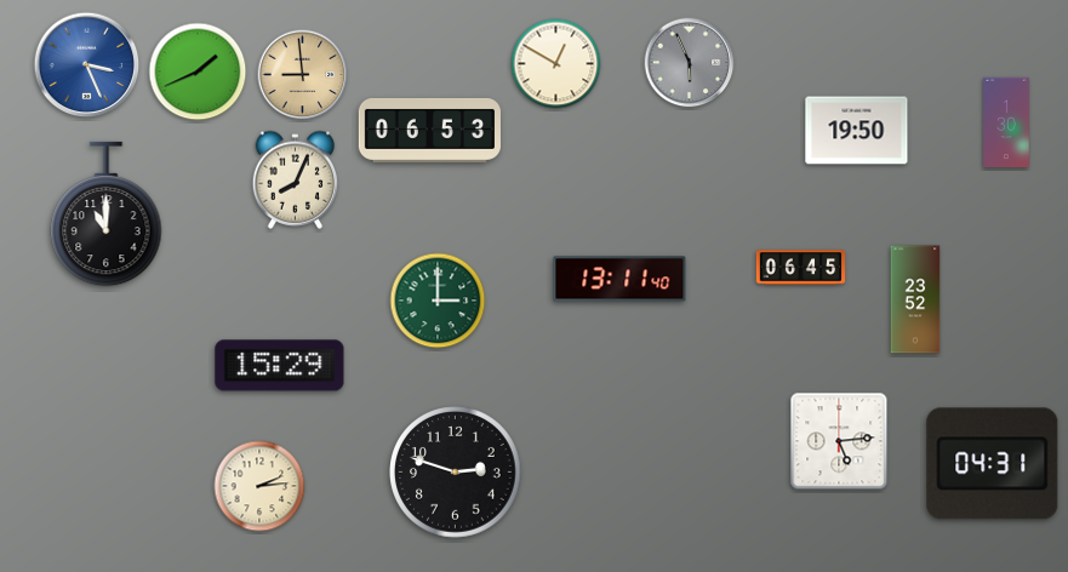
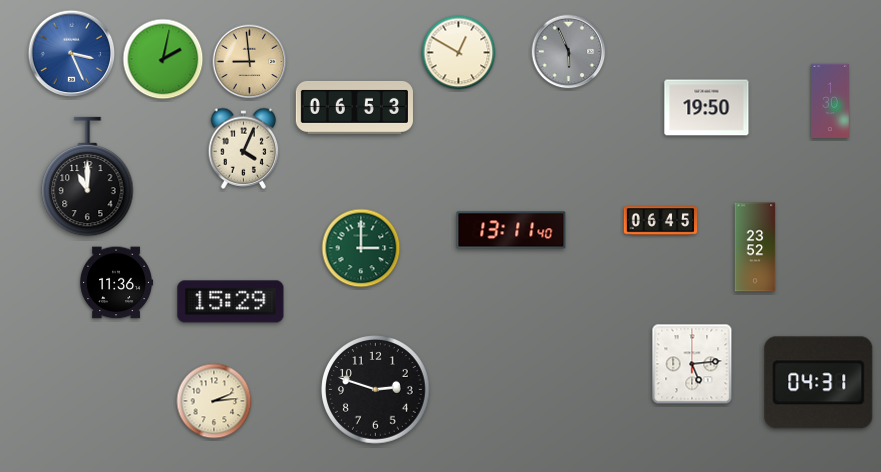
clock at (198, 71): 1:41 -> 2:02
clock at (296, 179): 8:04 -> 4:04
clock at (117, 283): none -> 11:36
